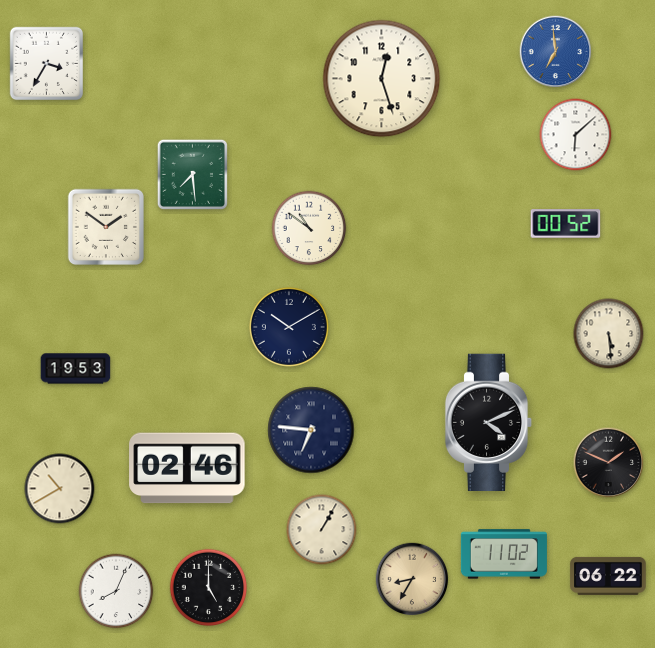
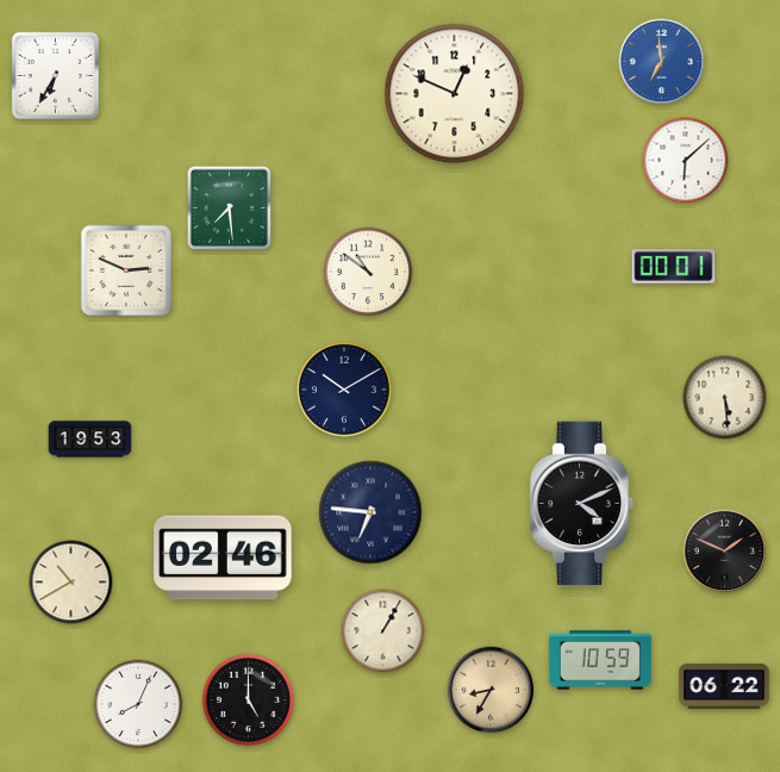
clock at (47, 64): 3:35 -> 6:35
clock at (382, 79): 12:27 -> 12:49
clock at (566, 224): 00:52 -> 00:01
clock at (105, 226): 1:51 -> 2:49
clock at (504, 554): 11:02 -> 10:59
